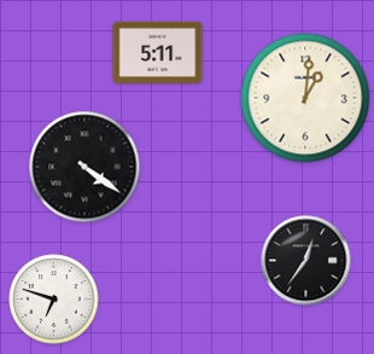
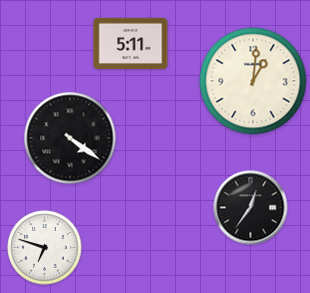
clock at (306, 261) position: (306, 261) -> (251, 208)
